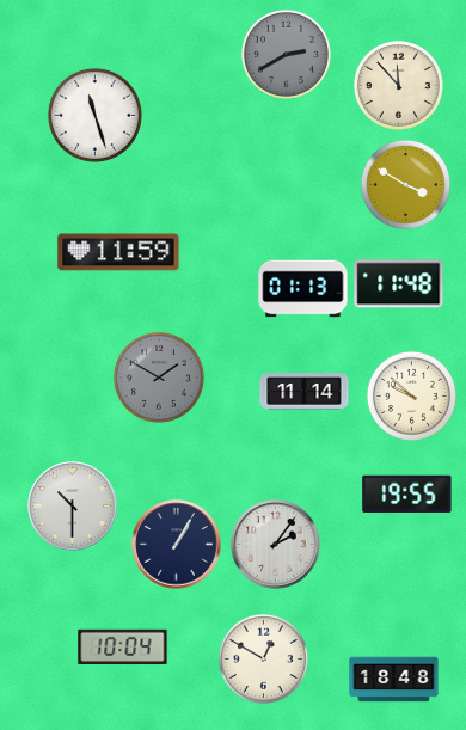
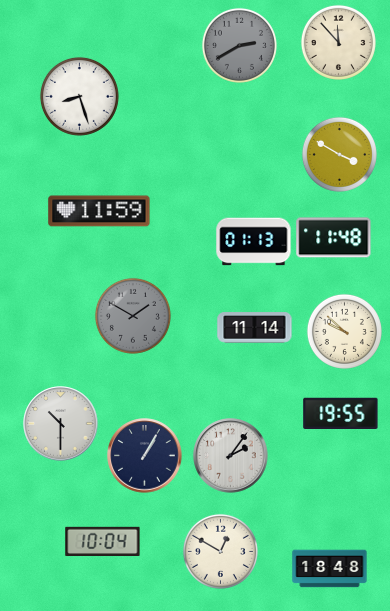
clock at (398, 85) position: (398, 85) -> (338, 42)
clock at (94, 115): 11:27 -> 8:27
clock at (177, 545) position: (177, 545) -> (145, 456)
